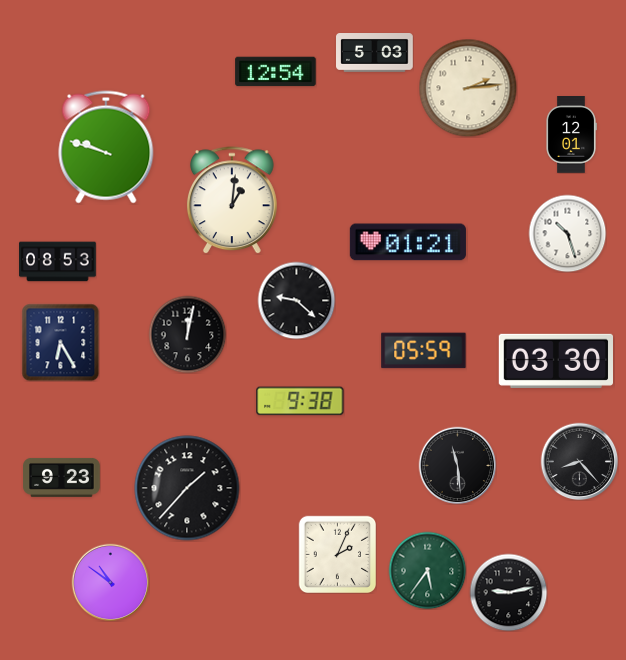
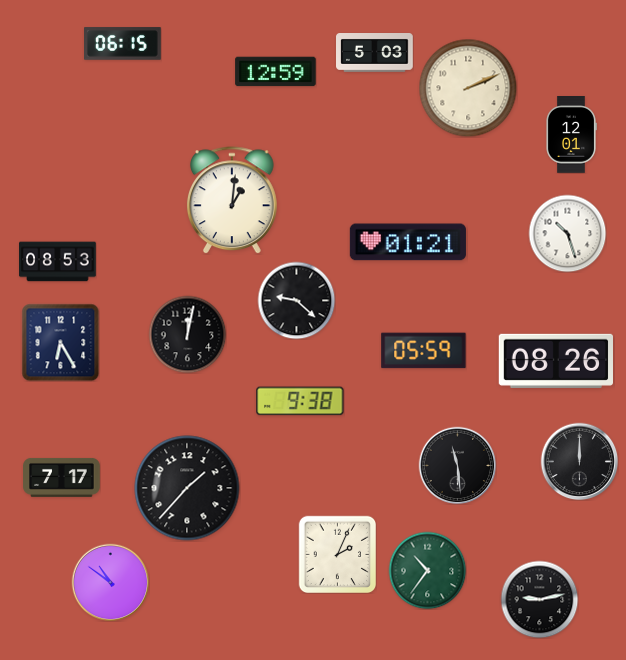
clock at (123, 44): none -> 06:15
clock at (276, 72): 12:54 -> 12:59
clock at (468, 88): 2:14 -> 2:11
clock at (106, 147): 9:48 -> none
clock at (555, 361): 03:30 -> 08:26
clock at (579, 461): 8:23 -> 12:00
clock at (62, 477): 9:23 -> 7:17
clock at (427, 570): 5:36 -> 10:36
clock at (508, 592) position: (508, 592) -> (539, 599)
